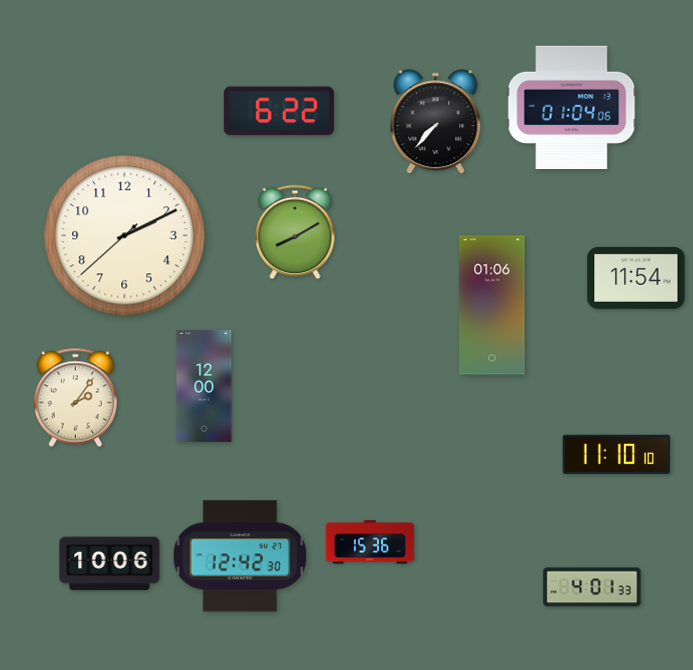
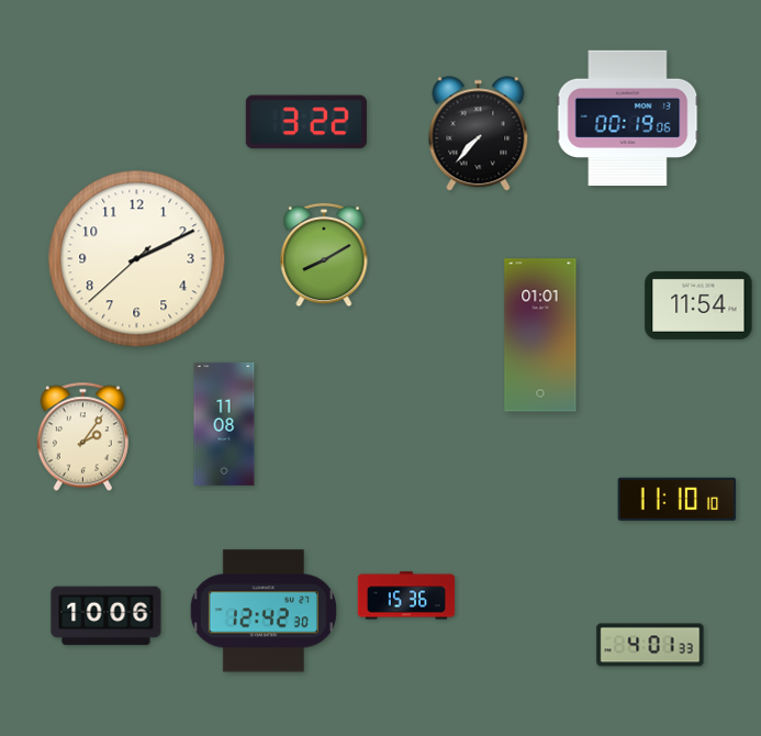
clock at (572, 108): 01:04 -> 00:19
clock at (279, 111): 6:22 -> 3:22
clock at (492, 305): 01:06 -> 01:01
clock at (204, 386): 12:00 -> 11:08
clock at (110, 564) position: (110, 564) -> (107, 616)
